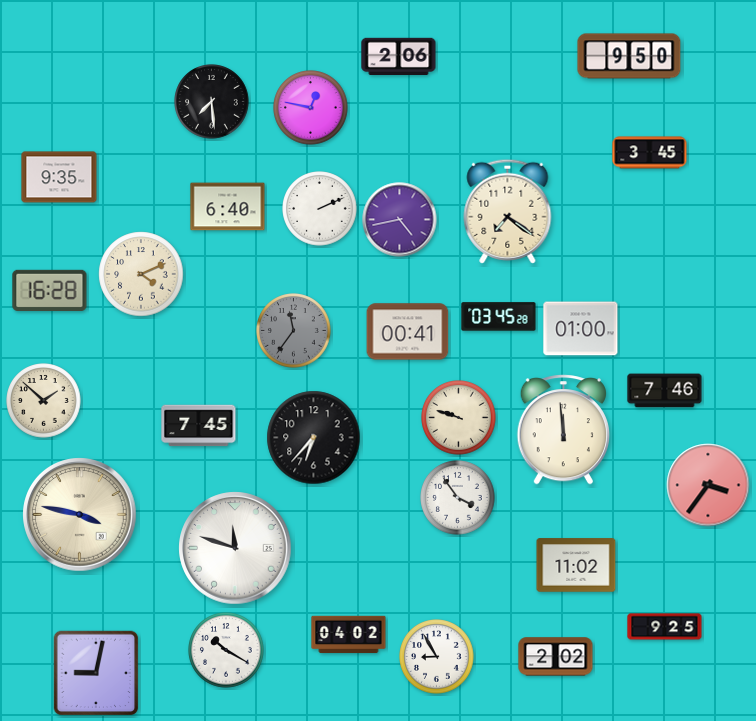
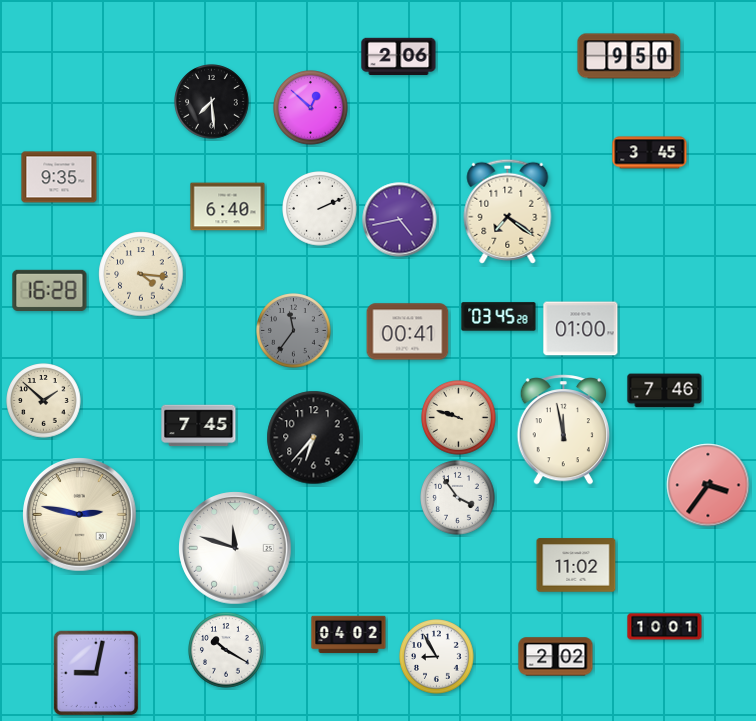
clock at (311, 108): 12:47 -> 12:52
clock at (141, 274): 4:11 -> 4:16
clock at (563, 430): 11:59 -> 11:58
clock at (80, 515): 3:47 -> 2:47
clock at (665, 627): 9:25 -> 10:01
